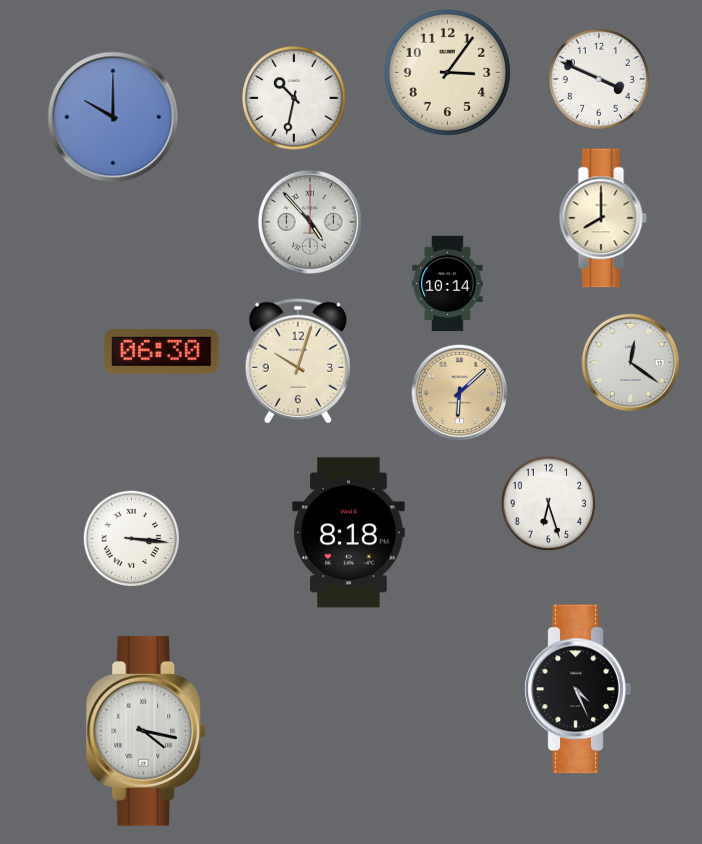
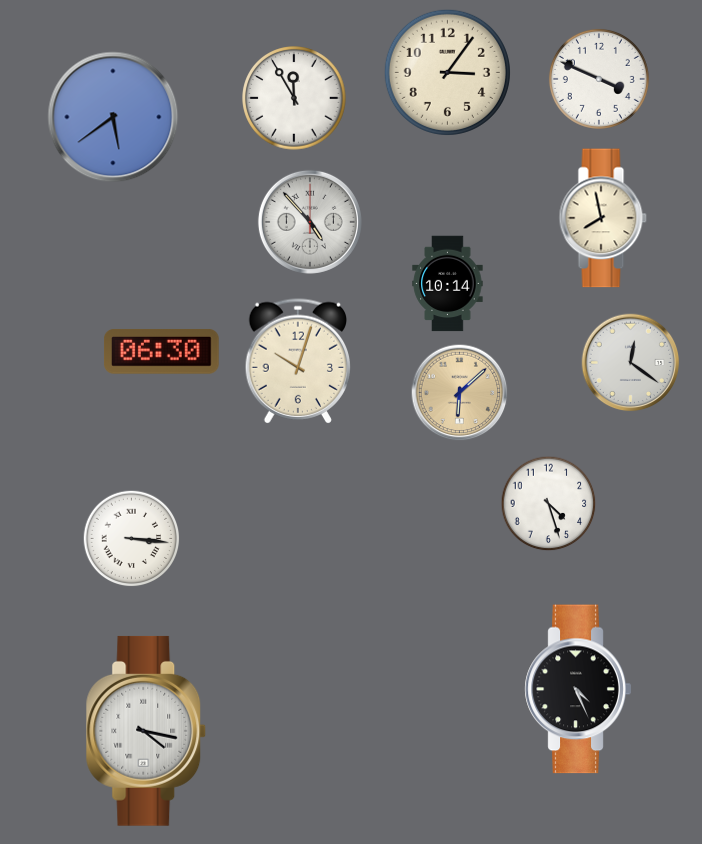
clock at (294, 98): 10:32 -> 11:55
clock at (113, 117): 10:00 -> 5:39
clock at (603, 218): 8:00 -> 7:58
clock at (549, 504): 6:27 -> 4:27
clock at (349, 533): 8:18 -> none
